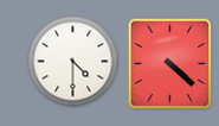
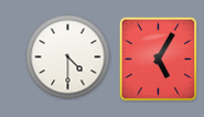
clock at (170, 63): 4:22 -> 5:05
